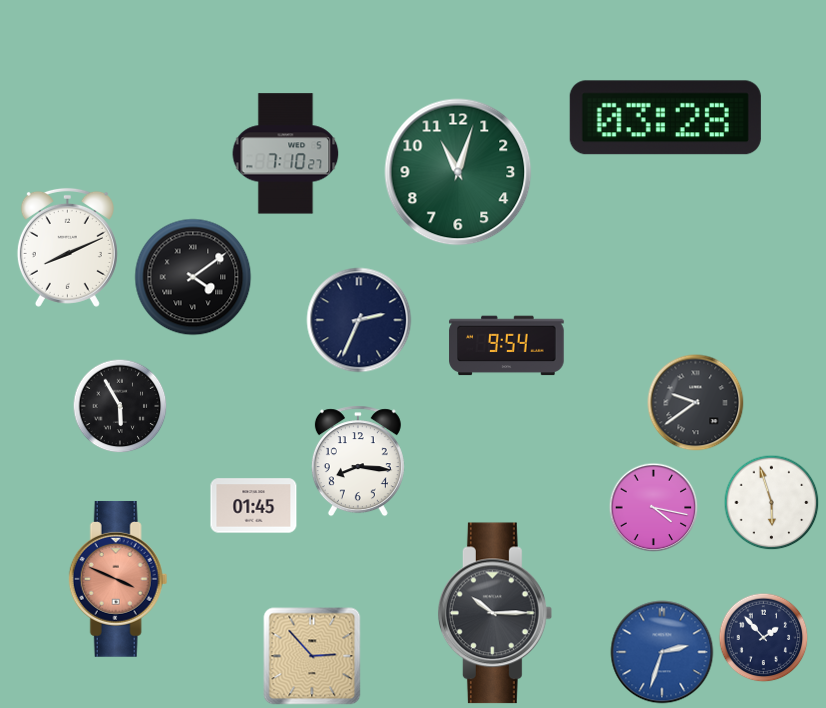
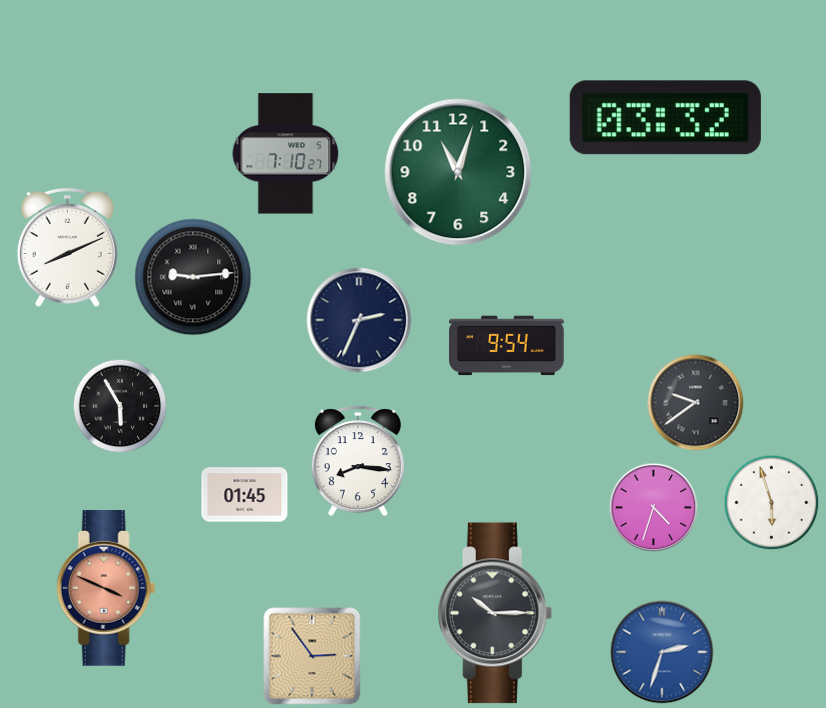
clock at (665, 118): 03:28 -> 03:32
clock at (193, 277): 4:09 -> 9:14
clock at (254, 506) position: (254, 506) -> (245, 495)
clock at (653, 507): 4:17 -> 4:33
clock at (118, 579) position: (118, 579) -> (106, 588)
clock at (763, 637): 1:53 -> none
clock at (312, 656): 2:53 -> 2:54
